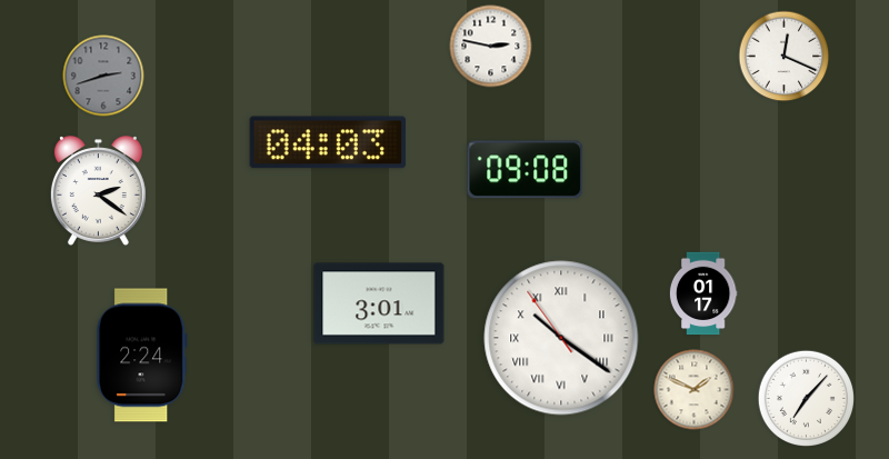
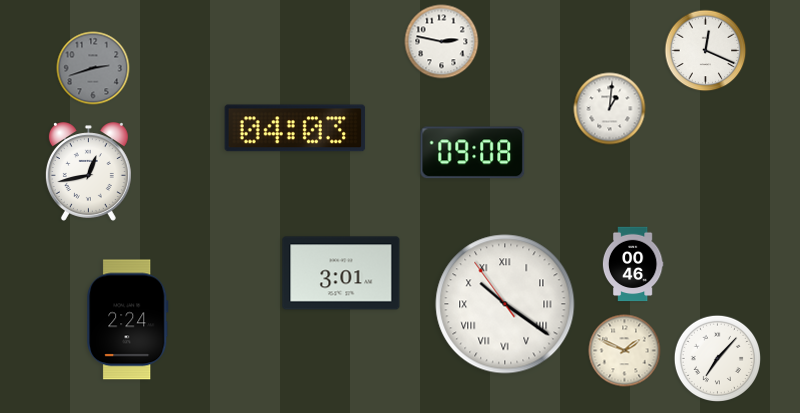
clock at (610, 109): none -> 1:01
clock at (98, 191): 2:21 -> 12:43
clock at (703, 293): 01:17 -> 00:46
clock at (806, 398) position: (806, 398) -> (717, 358)
